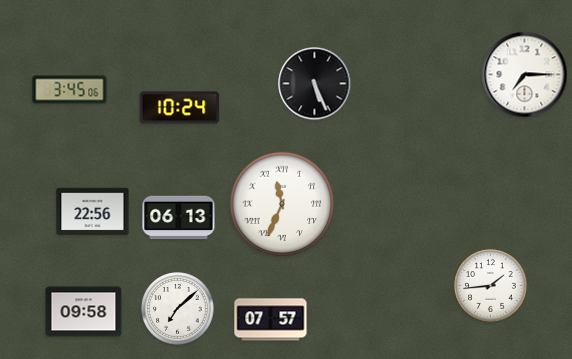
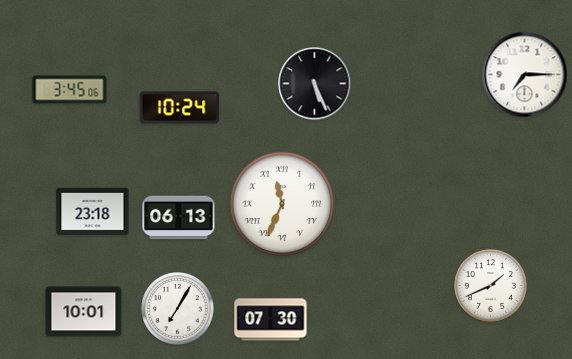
clock at (93, 212): 22:56 -> 23:18
clock at (491, 286): 1:44 -> 1:41
clock at (178, 309): 7:08 -> 7:05
clock at (84, 312): 09:58 -> 10:01
clock at (271, 320): 07:57 -> 07:30
